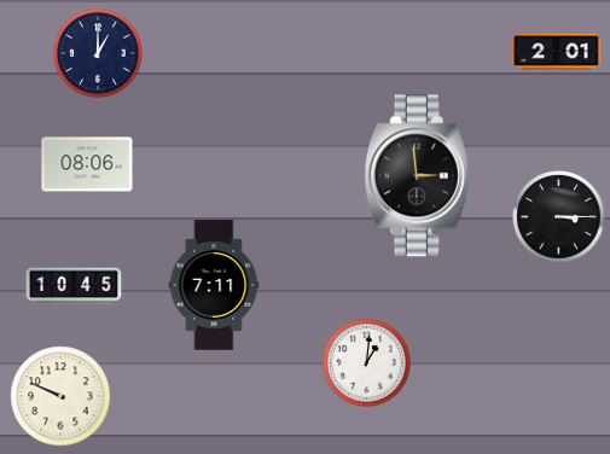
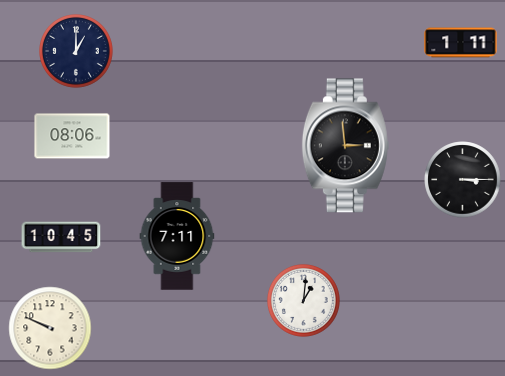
clock at (557, 52): 2:01 -> 1:11
clock at (99, 54) position: (99, 54) -> (77, 52)
